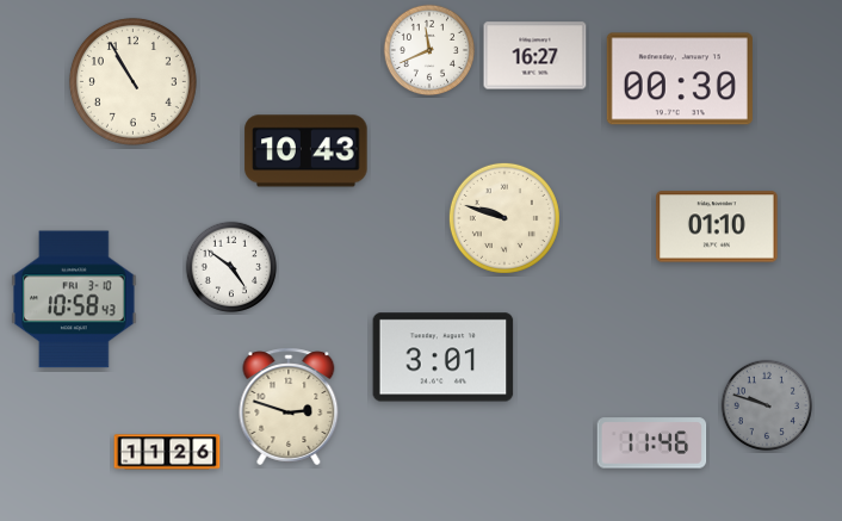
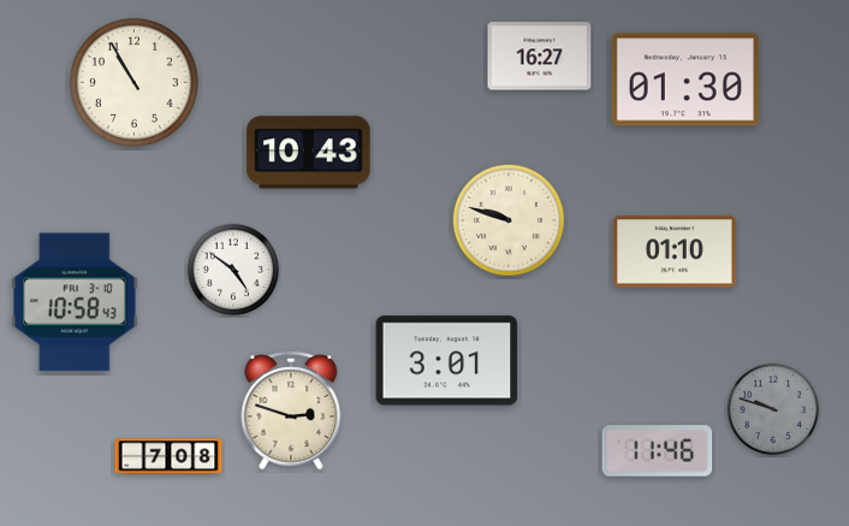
clock at (429, 50): 11:41 -> none
clock at (680, 79): 00:30 -> 01:30
clock at (717, 227) position: (717, 227) -> (675, 252)
clock at (652, 444) position: (652, 444) -> (658, 451)
clock at (167, 452): 11:26 -> 7:08
